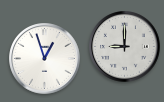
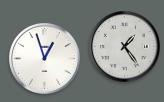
clock at (125, 47): 9:00 -> 1:24
